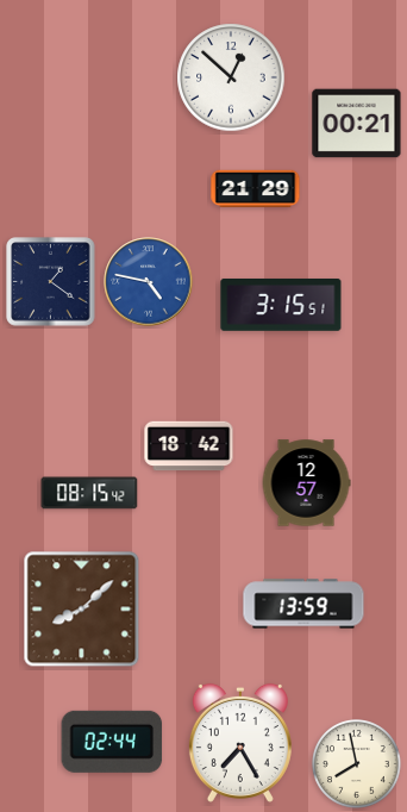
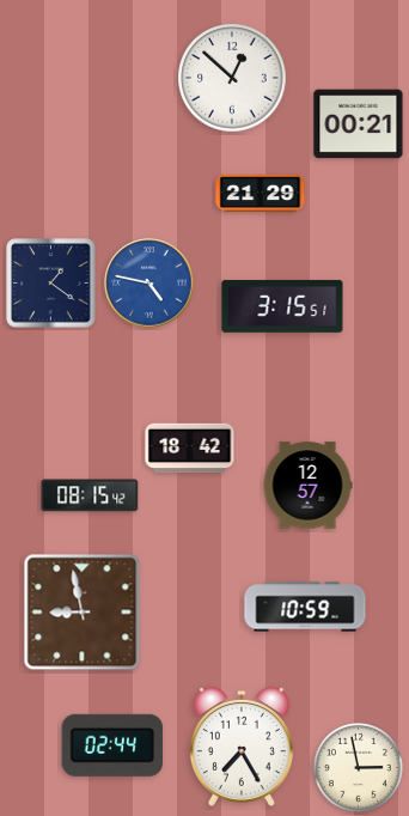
clock at (256, 189) position: (256, 189) -> (261, 194)
clock at (303, 604): 13:59 -> 10:59
clock at (82, 610): 8:08 -> 8:58
clock at (357, 764): 7:58 -> 2:58
